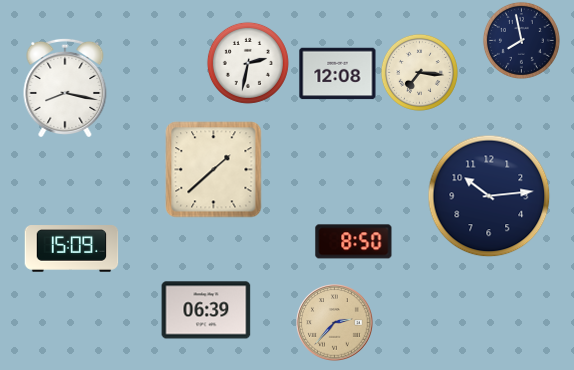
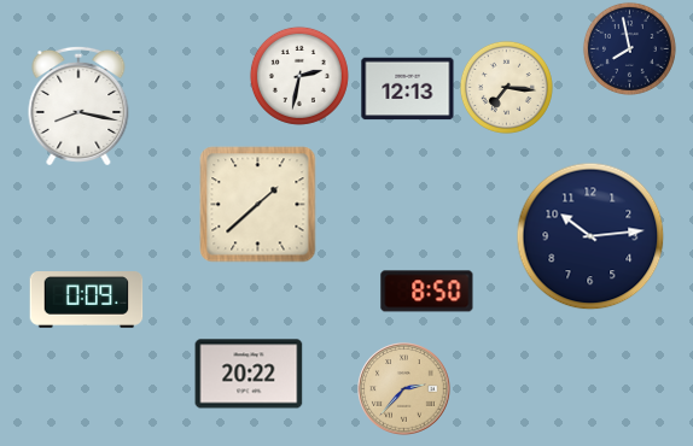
clock at (338, 74): 12:08 -> 12:13
clock at (72, 249): 15:09 -> 0:09
clock at (206, 310): 06:39 -> 20:22
